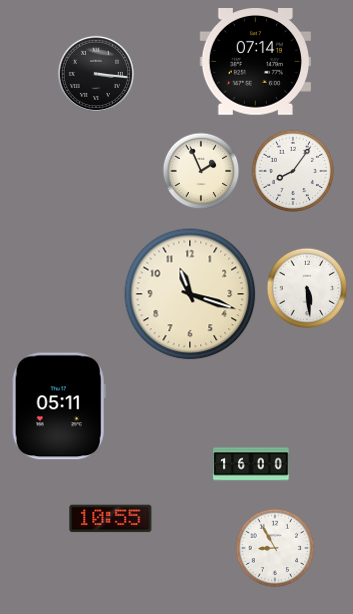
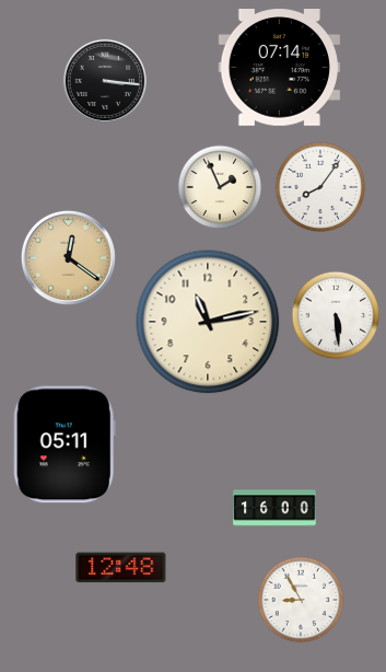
clock at (68, 257): none -> 12:21
clock at (190, 294): 11:18 -> 11:13
clock at (111, 519): 10:55 -> 12:48
